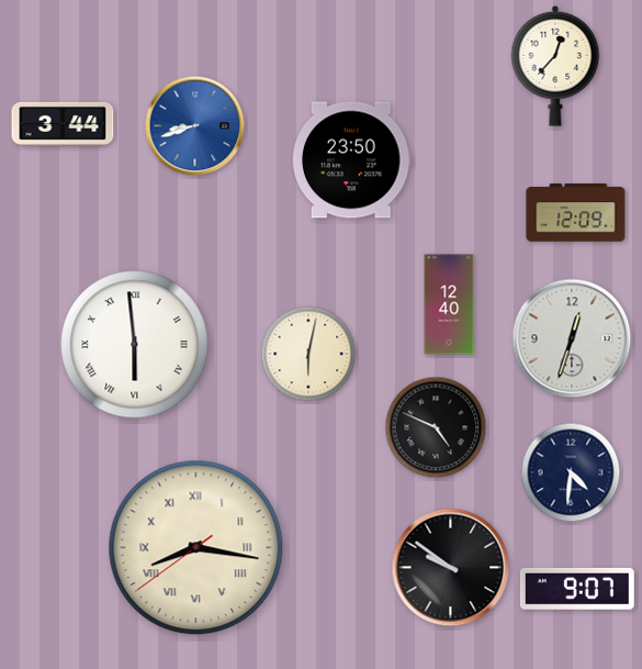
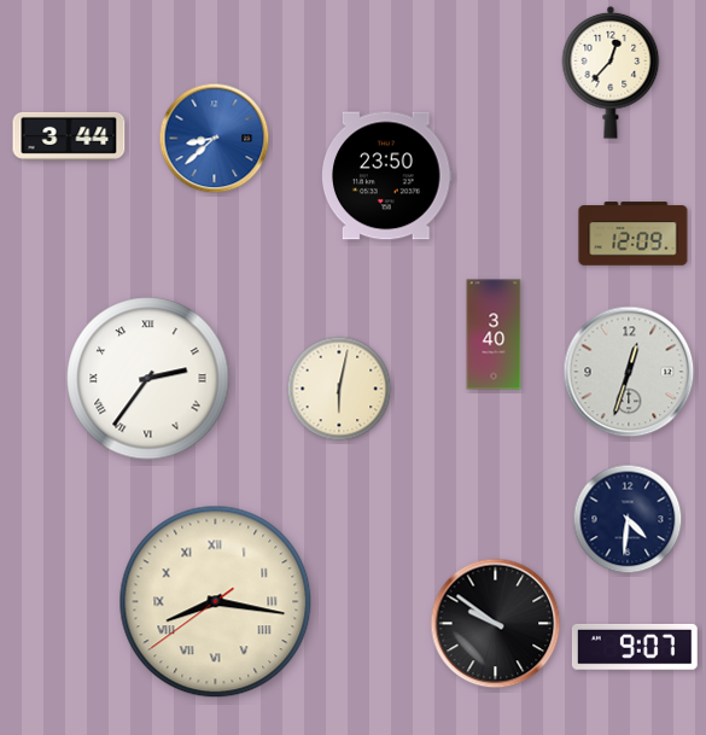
clock at (195, 126): 8:42 -> 8:38
clock at (449, 304): 12:40 -> 3:40
clock at (135, 345): 5:59 -> 2:36
clock at (436, 427): 4:49 -> none
